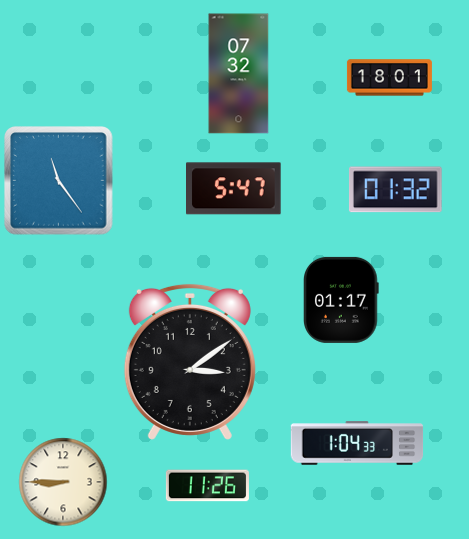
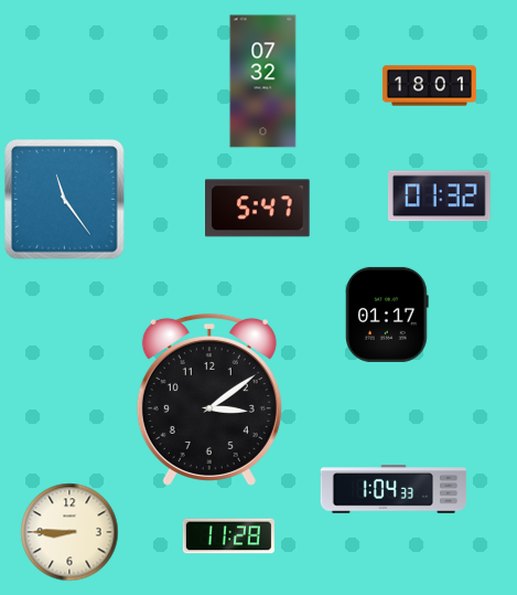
clock at (395, 190) position: (395, 190) -> (439, 196)
clock at (342, 300) position: (342, 300) -> (388, 315)
clock at (207, 486): 11:26 -> 11:28
